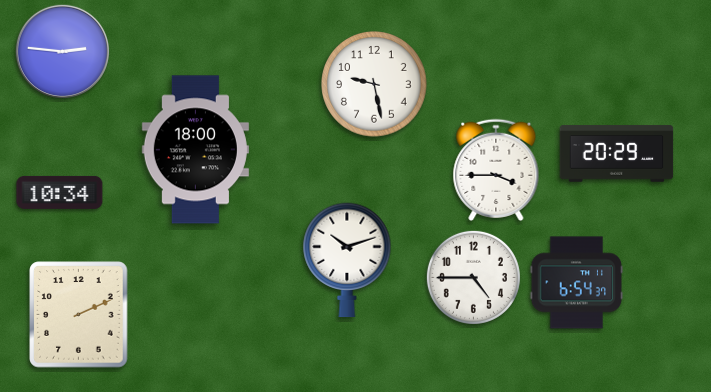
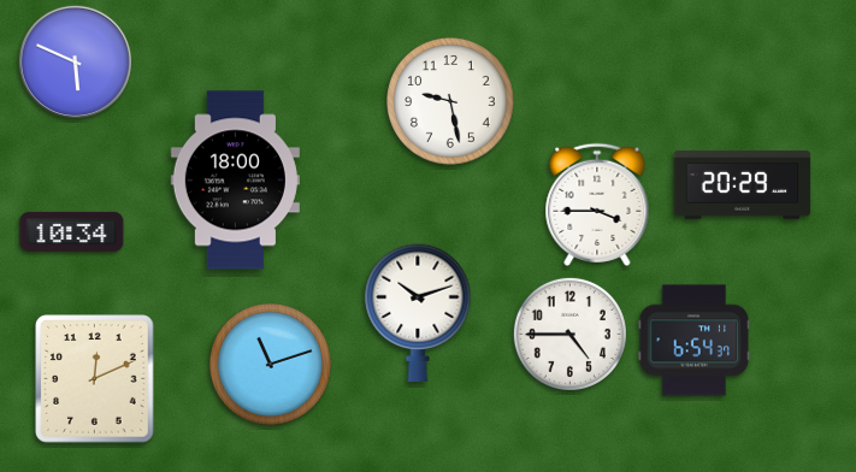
clock at (62, 51): 2:46 -> 5:49
clock at (270, 364): none -> 11:12
clock at (79, 315): 2:11 -> 12:11
